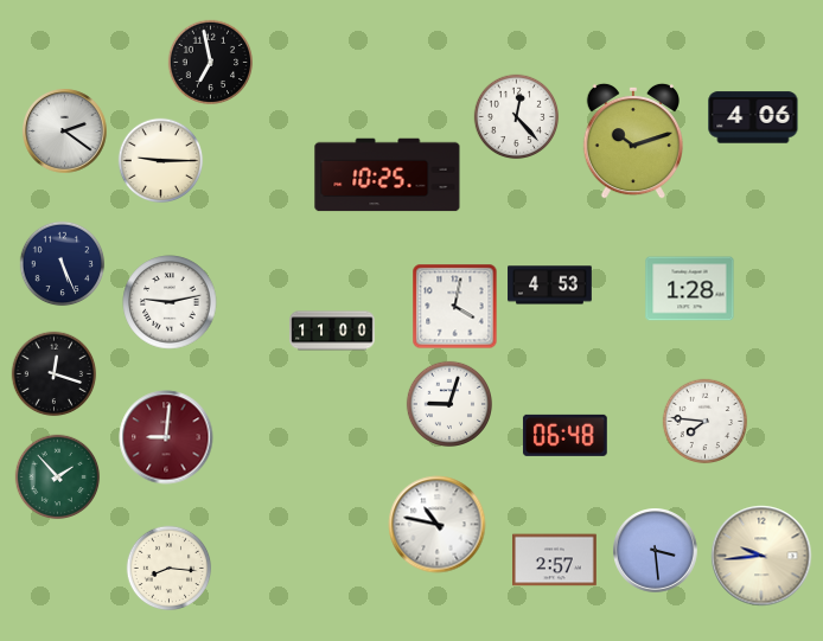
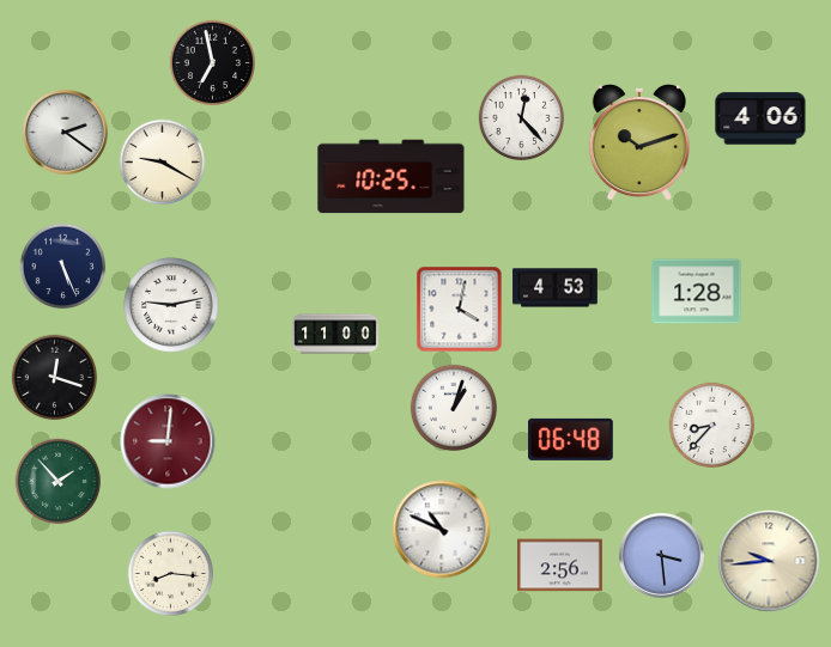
clock at (161, 161): 9:15 -> 9:20
clock at (448, 403): 9:03 -> 1:03
clock at (706, 422): 7:46 -> 8:37
clock at (438, 525): 10:47 -> 10:49
clock at (555, 560): 2:57 -> 2:56
